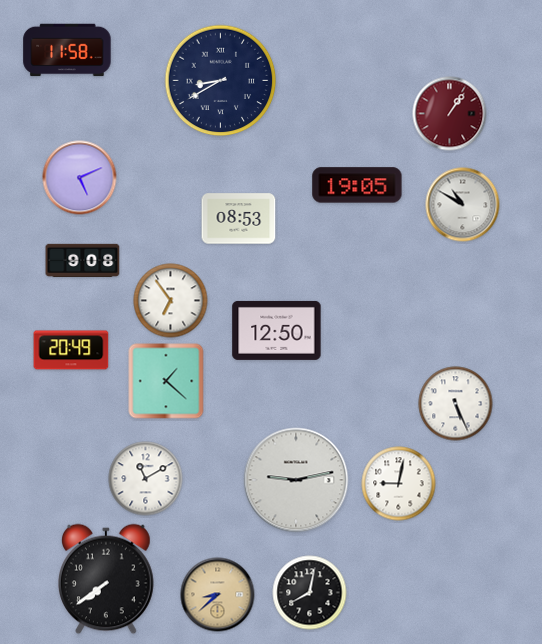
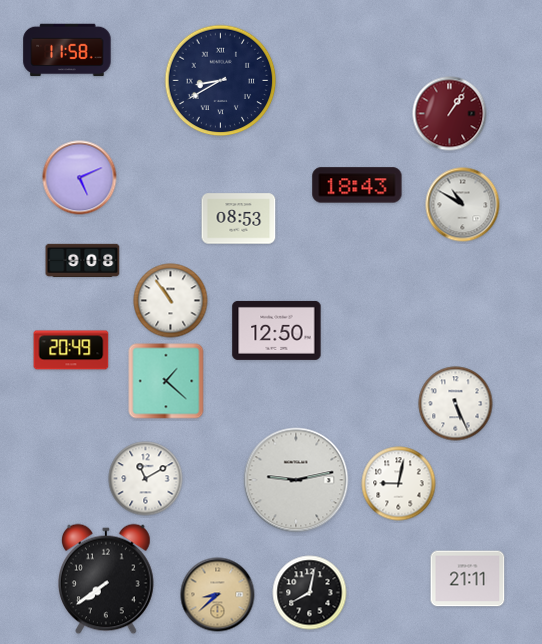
clock at (357, 185): 19:05 -> 18:43
clock at (171, 301): 6:54 -> 10:54
clock at (468, 579): none -> 21:11
